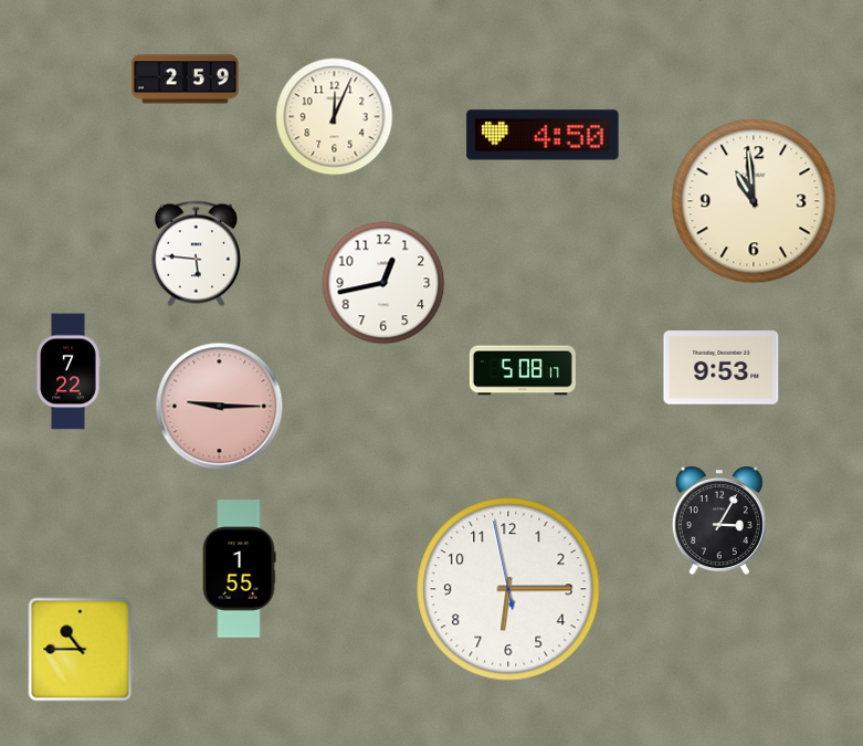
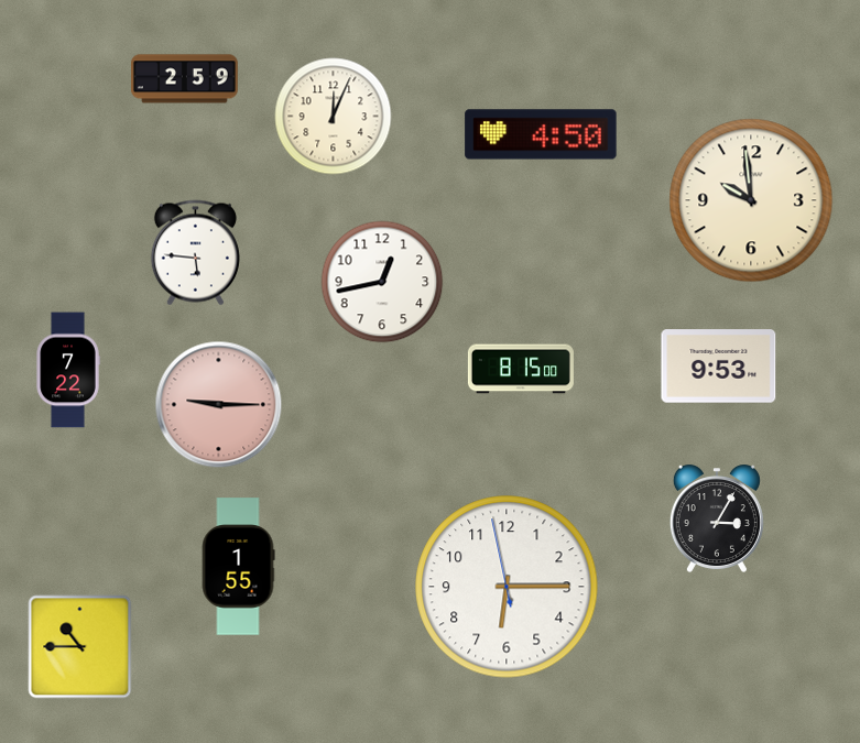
clock at (754, 201): 10:59 -> 9:59
clock at (523, 370): 5:08 -> 8:15
